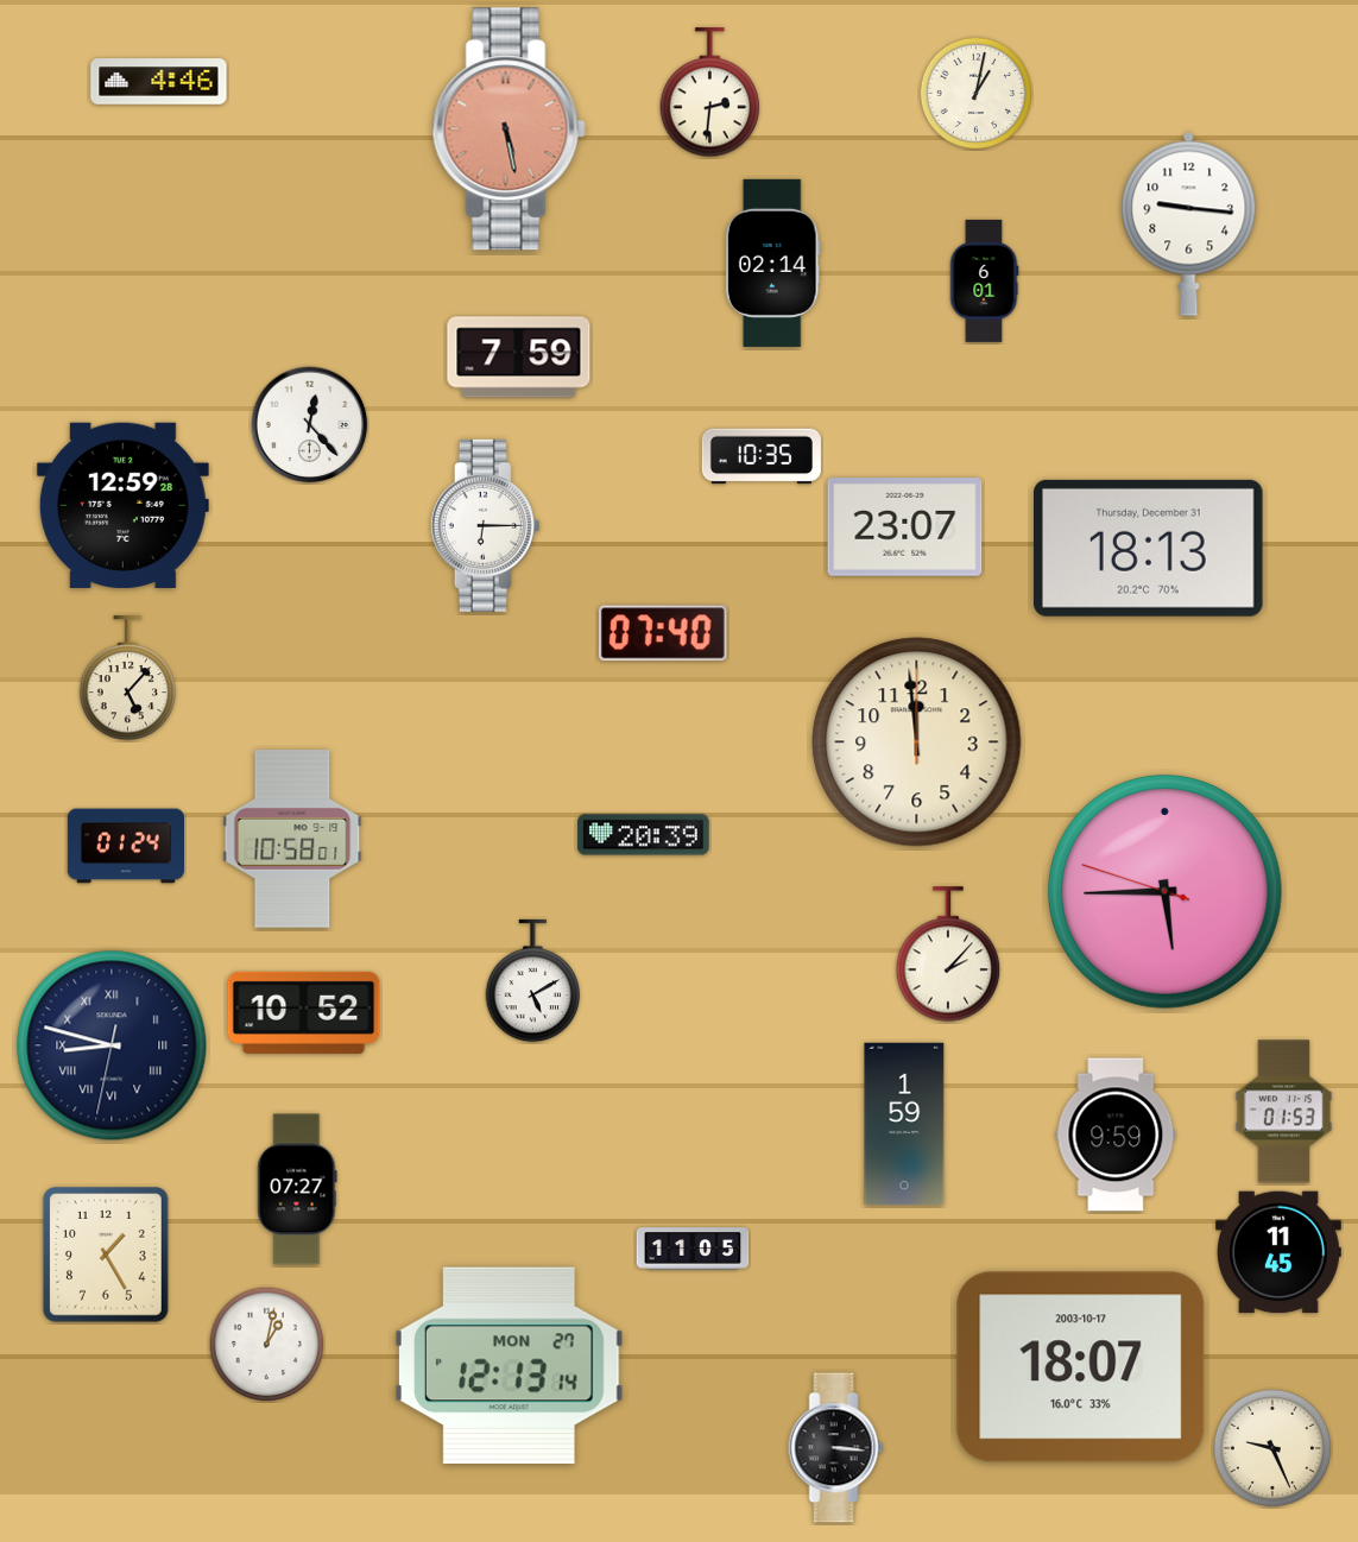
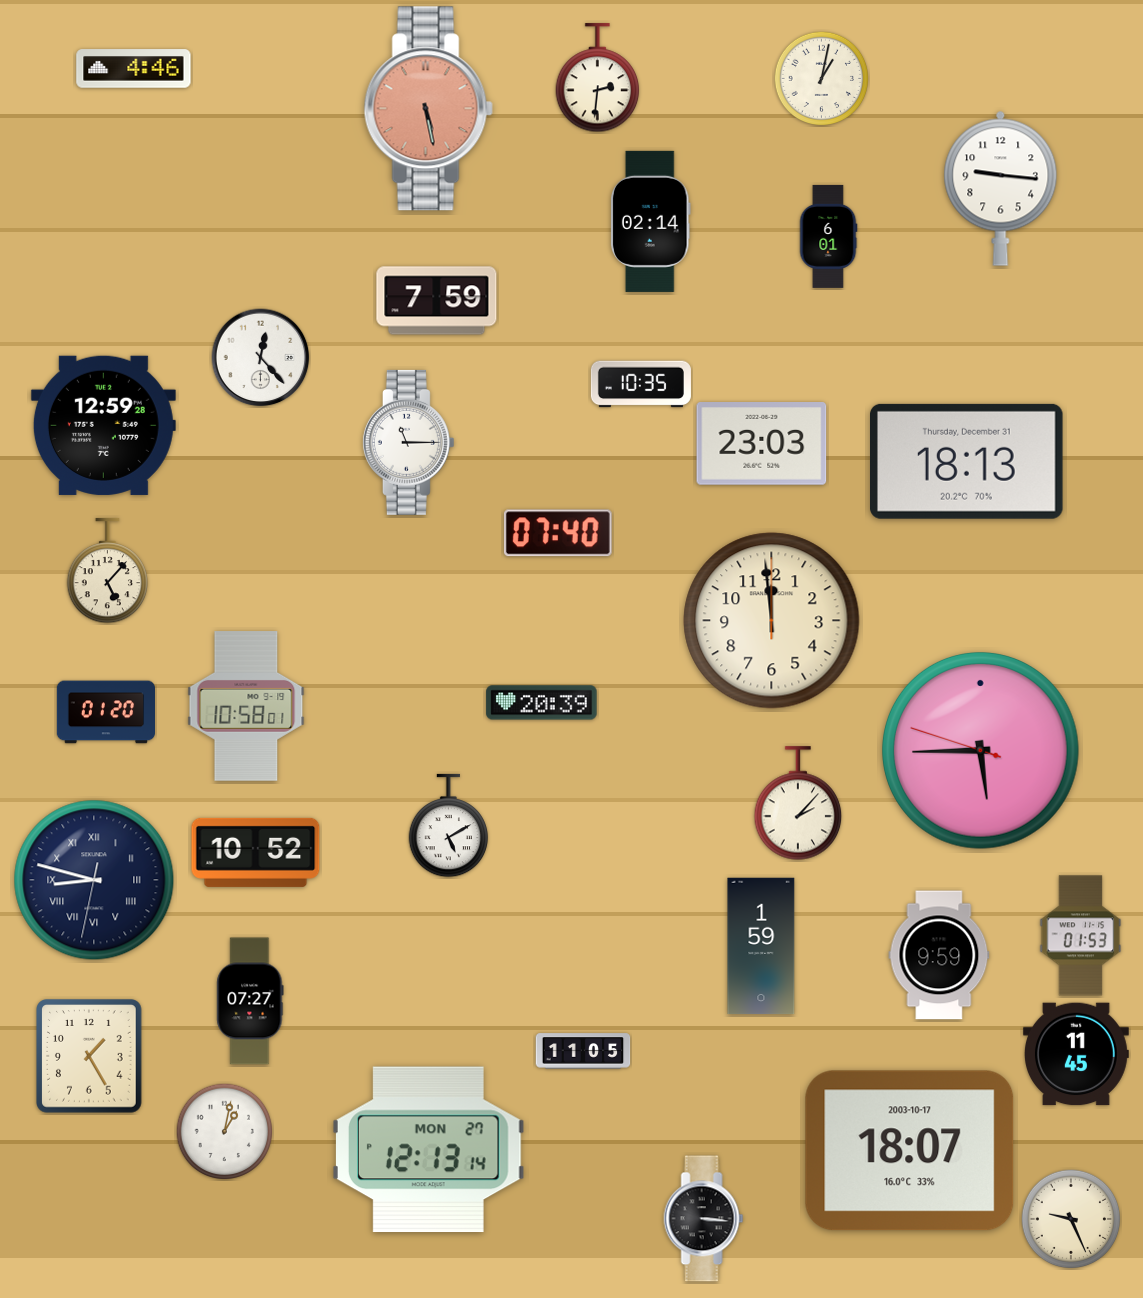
clock at (485, 525): 6:15 -> 11:15
clock at (905, 527): 23:07 -> 23:03
clock at (917, 742) position: (917, 742) -> (772, 621)
clock at (125, 846): 01:24 -> 01:20
